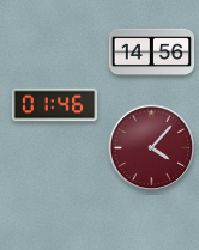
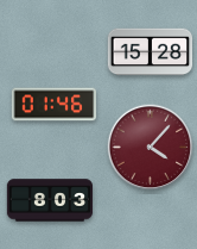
clock at (152, 53): 14:56 -> 15:28
clock at (49, 200): none -> 8:03
